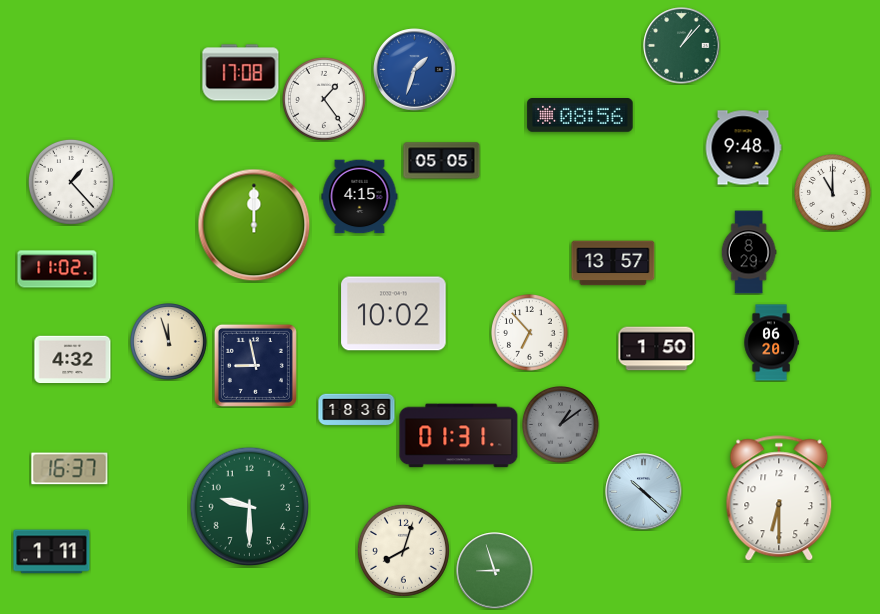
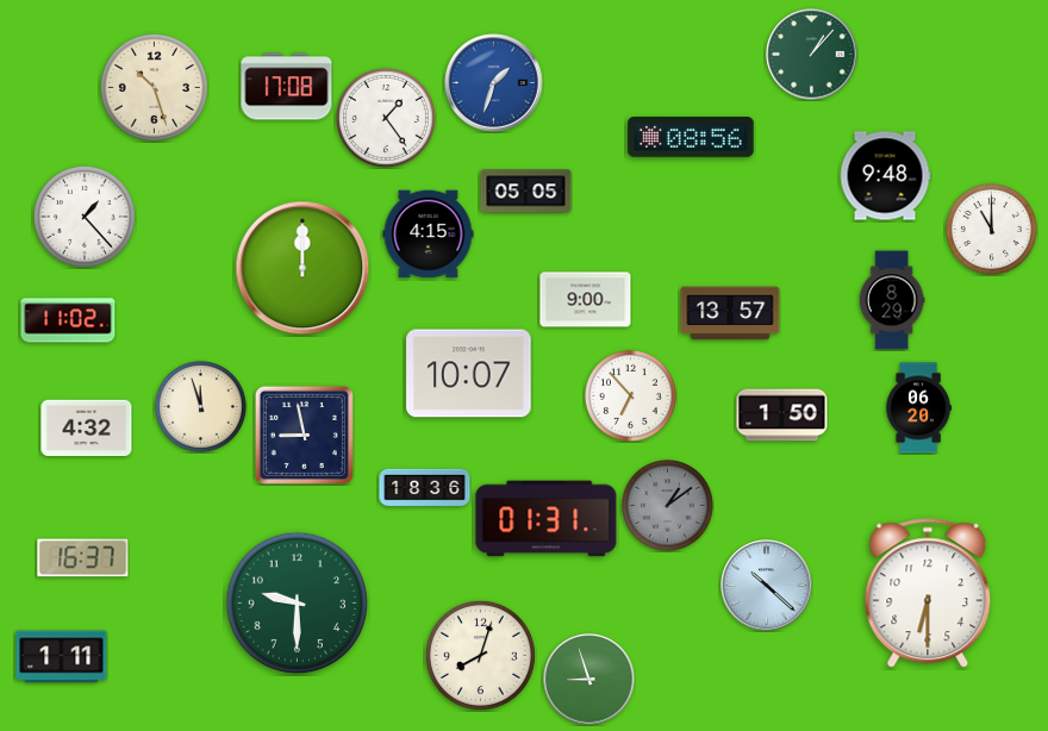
clock at (154, 87): none -> 10:27
clock at (586, 300): none -> 9:00
clock at (394, 314): 10:02 -> 10:07
